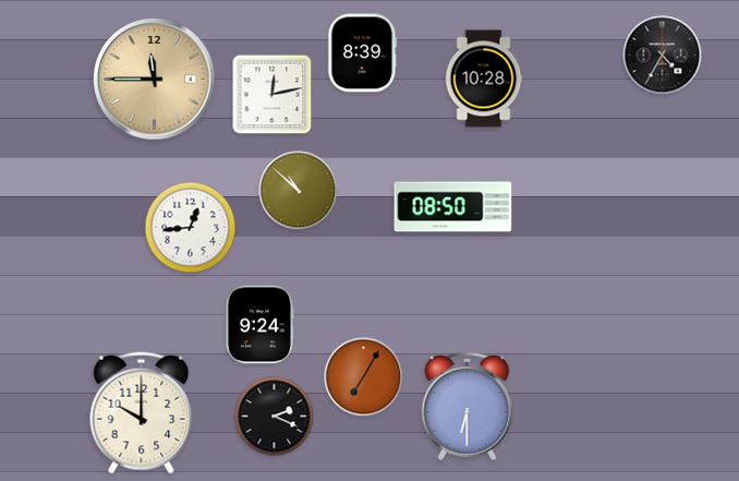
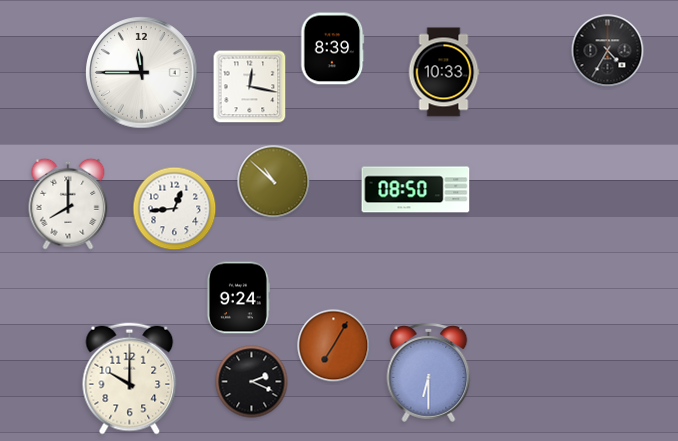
clock at (484, 79): 10:28 -> 10:33
clock at (155, 80) dial: champagne -> white
clock at (272, 95): 12:13 -> 12:17
clock at (299, 191) position: (299, 191) -> (274, 182)
clock at (68, 204): none -> 8:00
